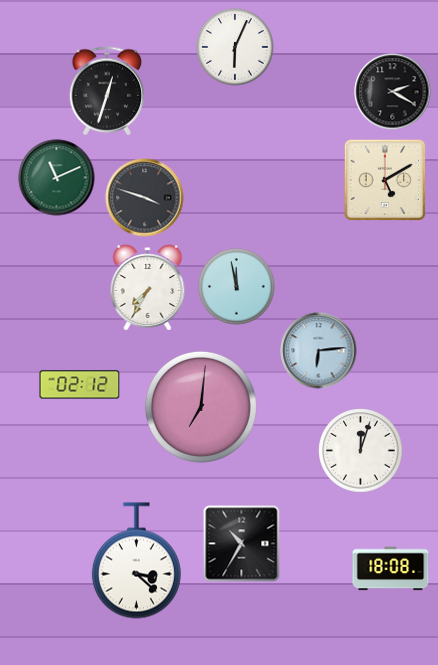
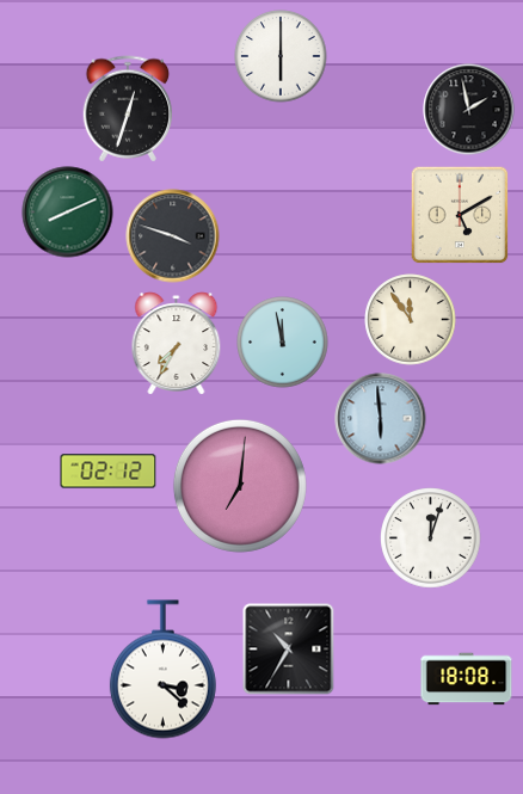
clock at (235, 47): 6:04 -> 6:00
clock at (393, 92): 2:20 -> 1:58
clock at (57, 178): 11:11 -> 8:11
clock at (411, 320): none -> 11:54
clock at (319, 351): 6:14 -> 5:59
clock at (80, 385) position: (80, 385) -> (109, 472)
